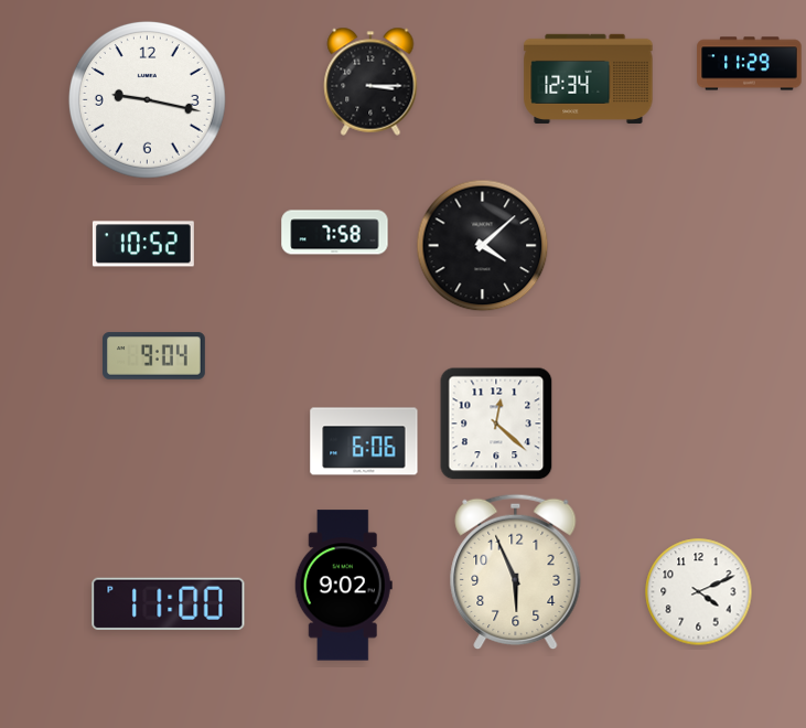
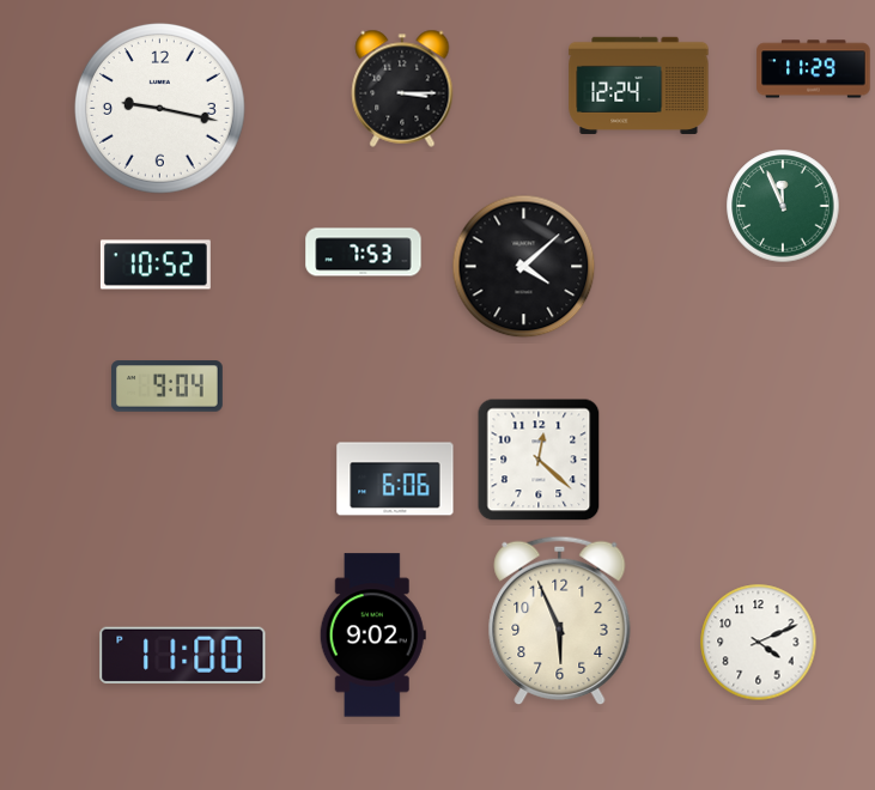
clock at (589, 78): 12:34 -> 12:24
clock at (783, 206): none -> 11:56
clock at (335, 233): 7:58 -> 7:53
